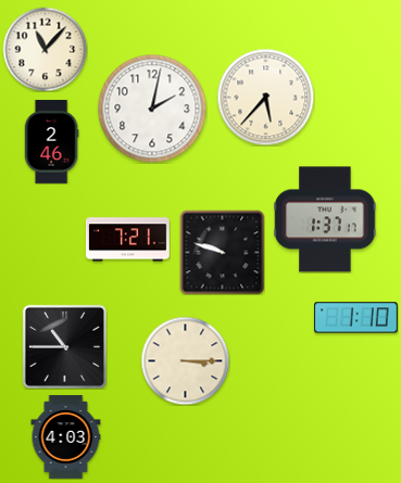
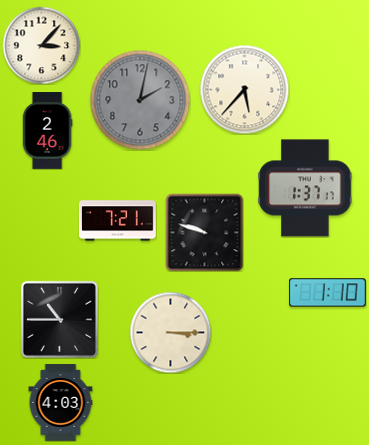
clock at (45, 49): 11:07 -> 3:07
clock at (152, 109) dial: white -> grey
clock at (325, 219) position: (325, 219) -> (305, 188)
